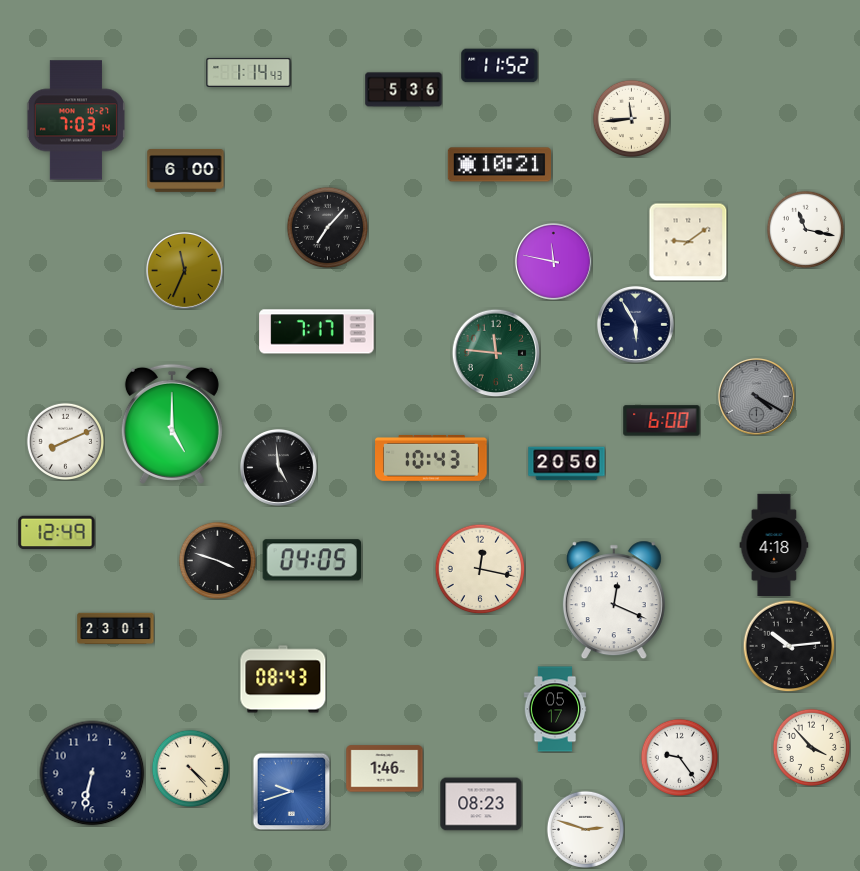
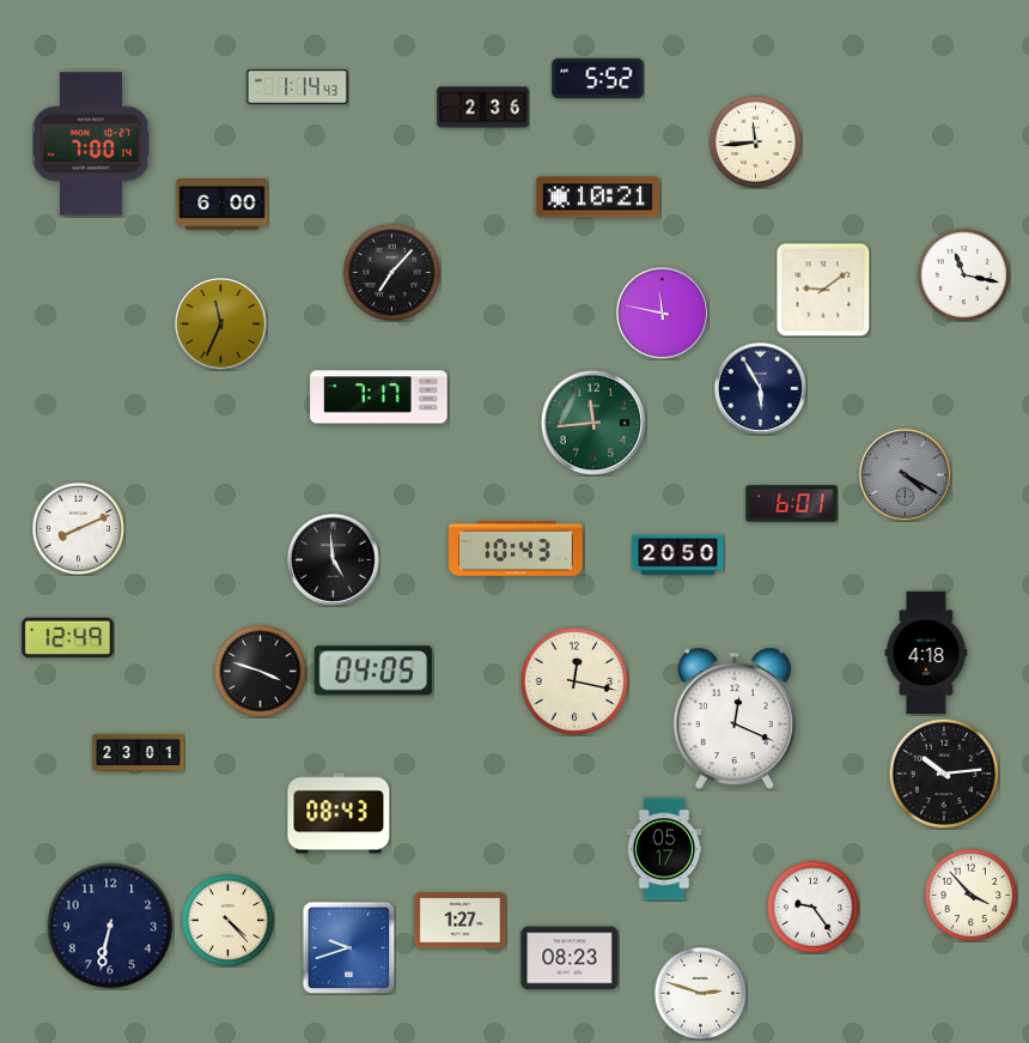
clock at (500, 66): 11:52 -> 5:52
clock at (404, 90): 5:36 -> 2:36
clock at (76, 120): 7:03 -> 7:00
clock at (496, 353): 11:46 -> 11:44
clock at (662, 421): 6:00 -> 6:01
clock at (172, 424): 5:00 -> none
clock at (385, 769): 1:46 -> 1:27
clock at (481, 804) position: (481, 804) -> (570, 958)
